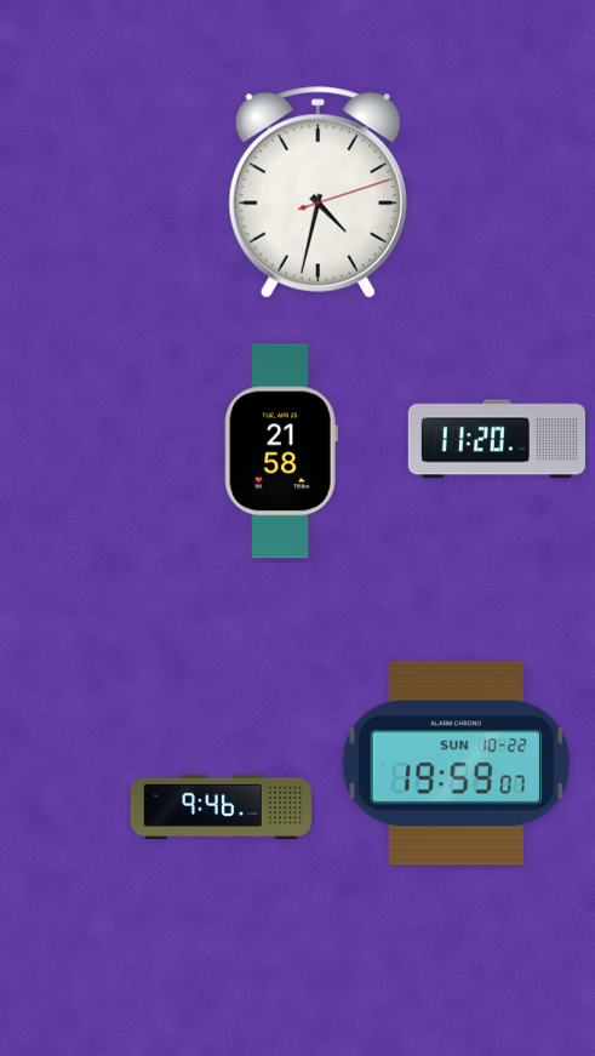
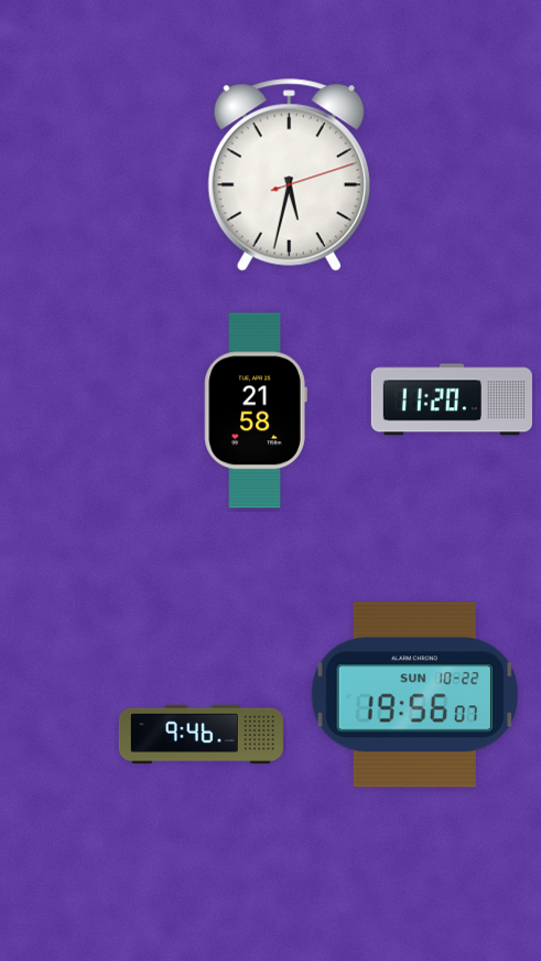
clock at (317, 193): 4:32 -> 5:32
clock at (456, 764): 19:59 -> 19:56
